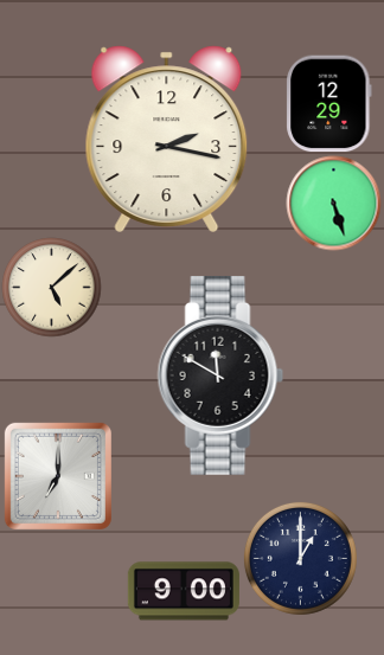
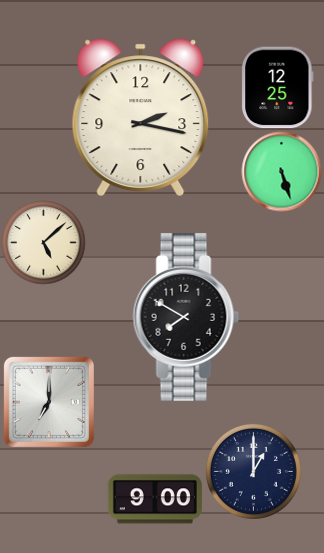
clock at (329, 103): 12:29 -> 12:25
clock at (220, 375): 11:50 -> 7:50
